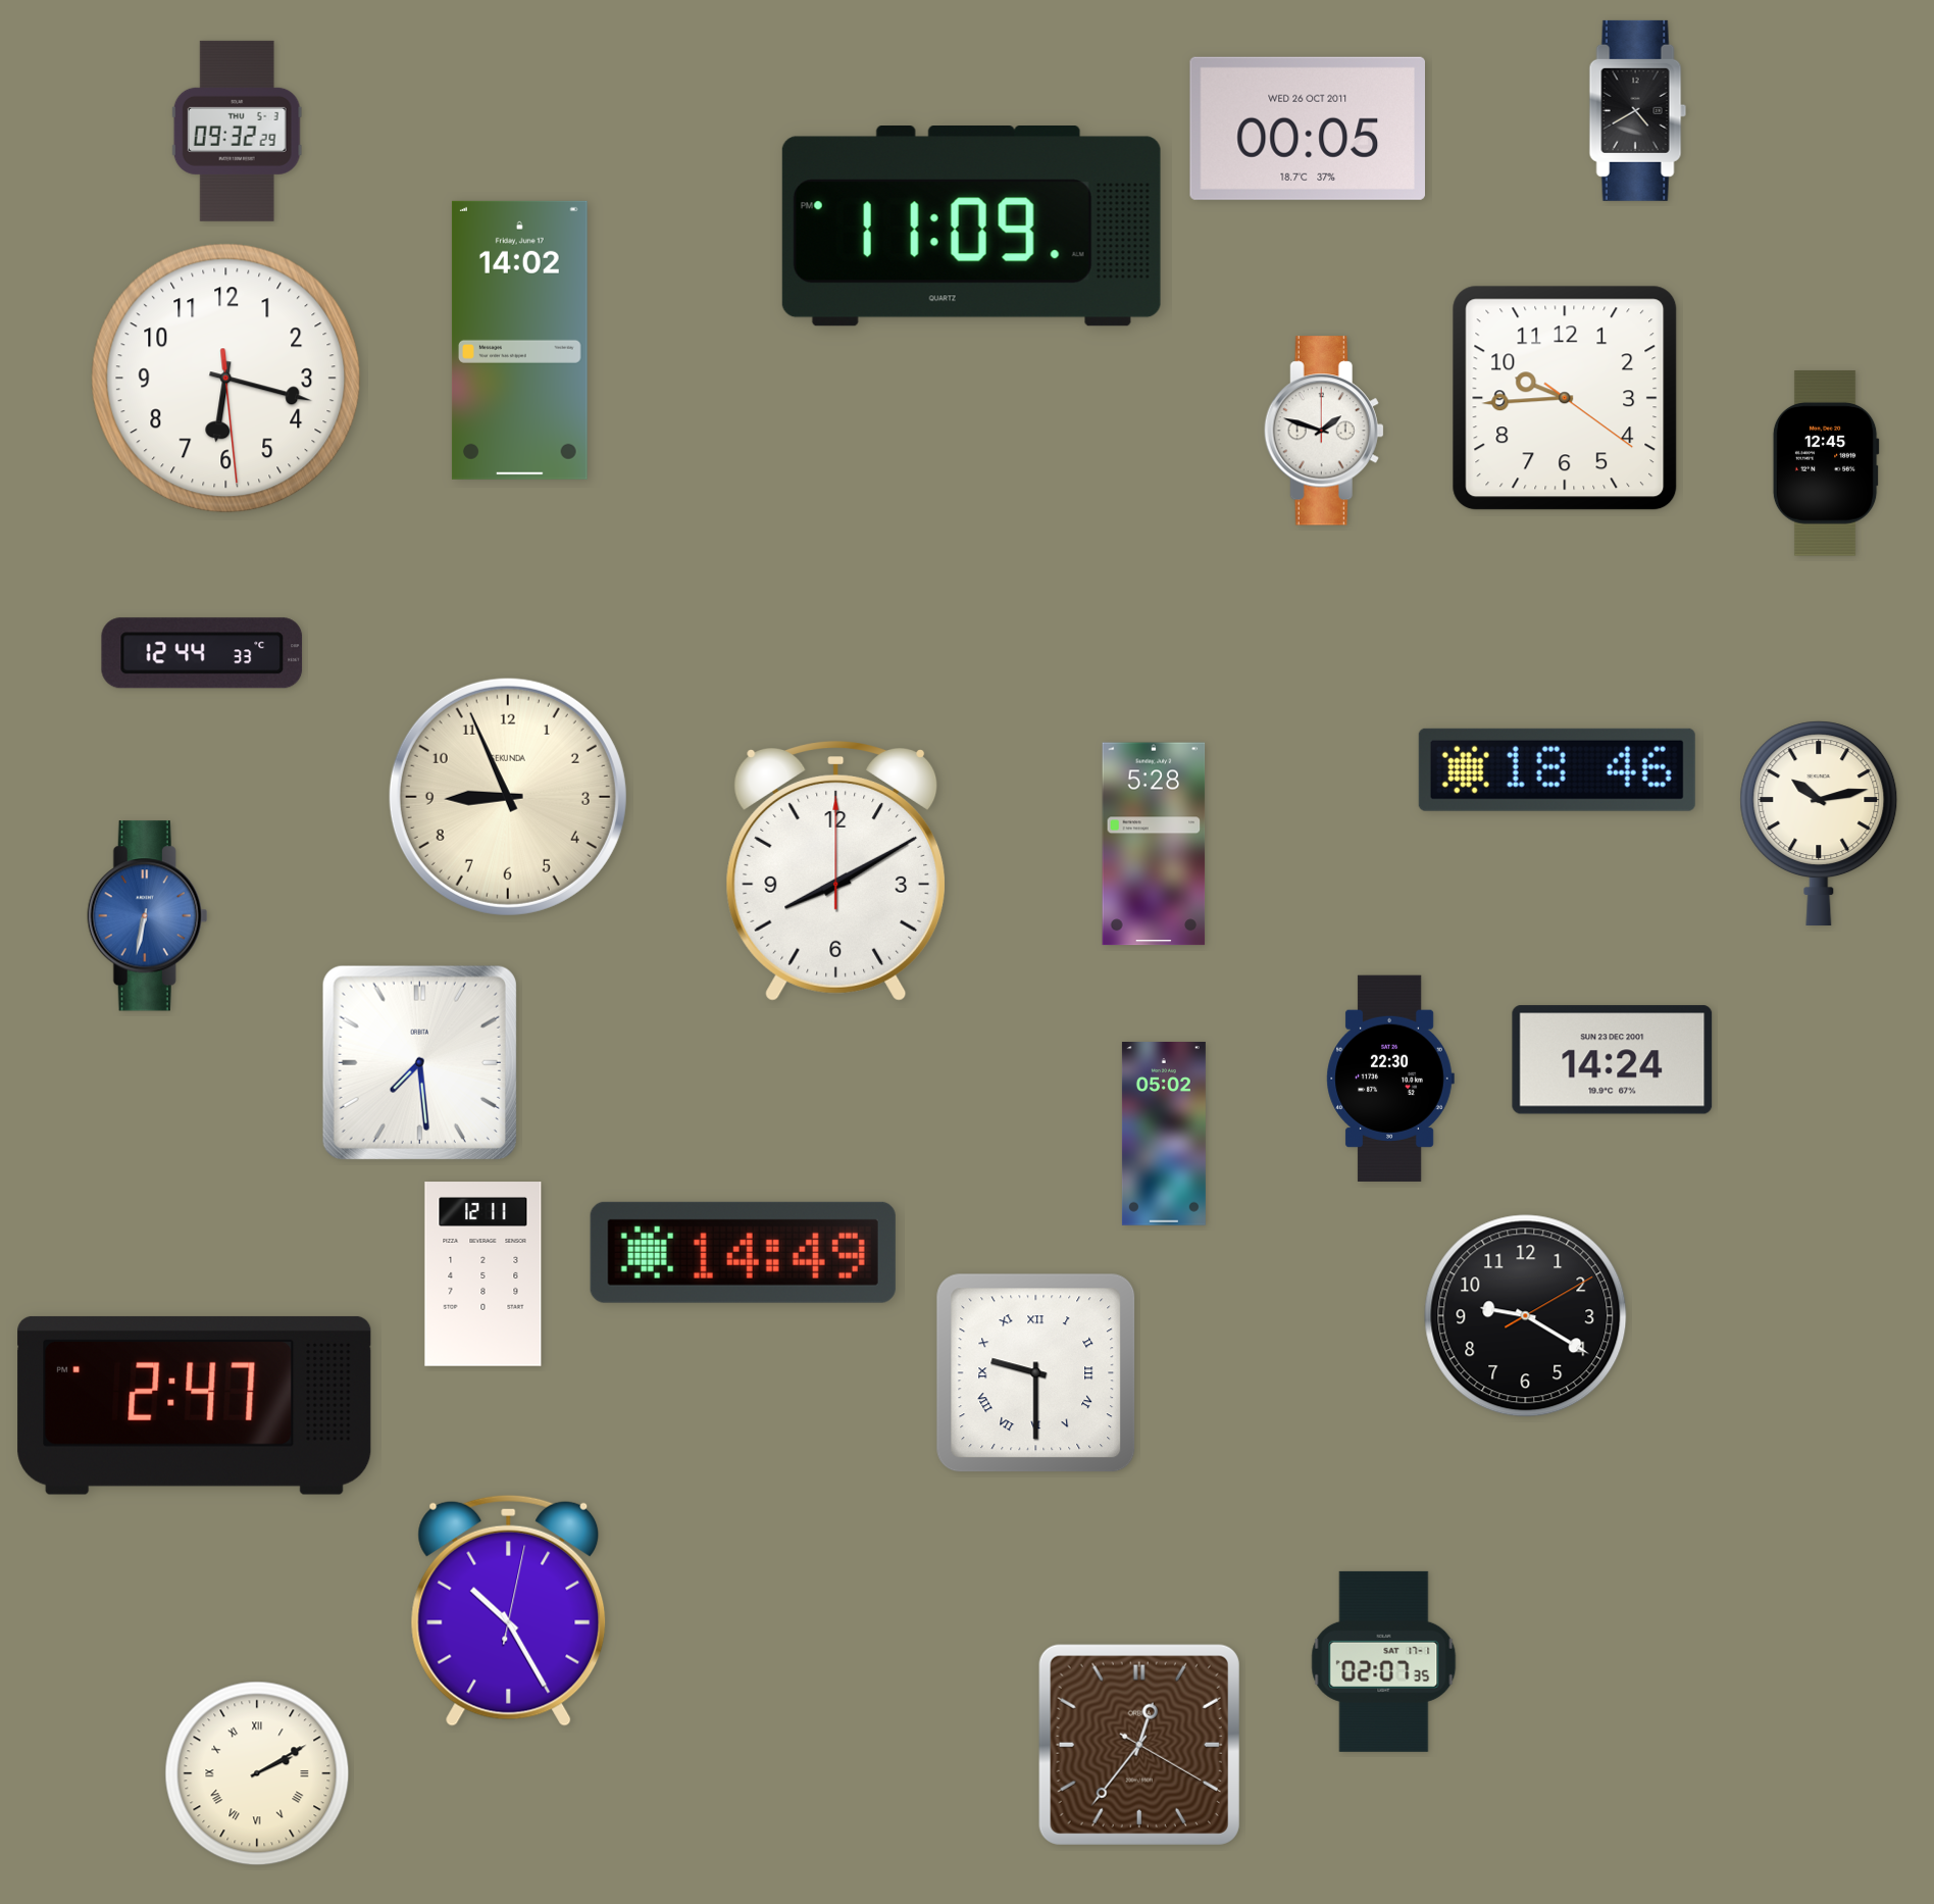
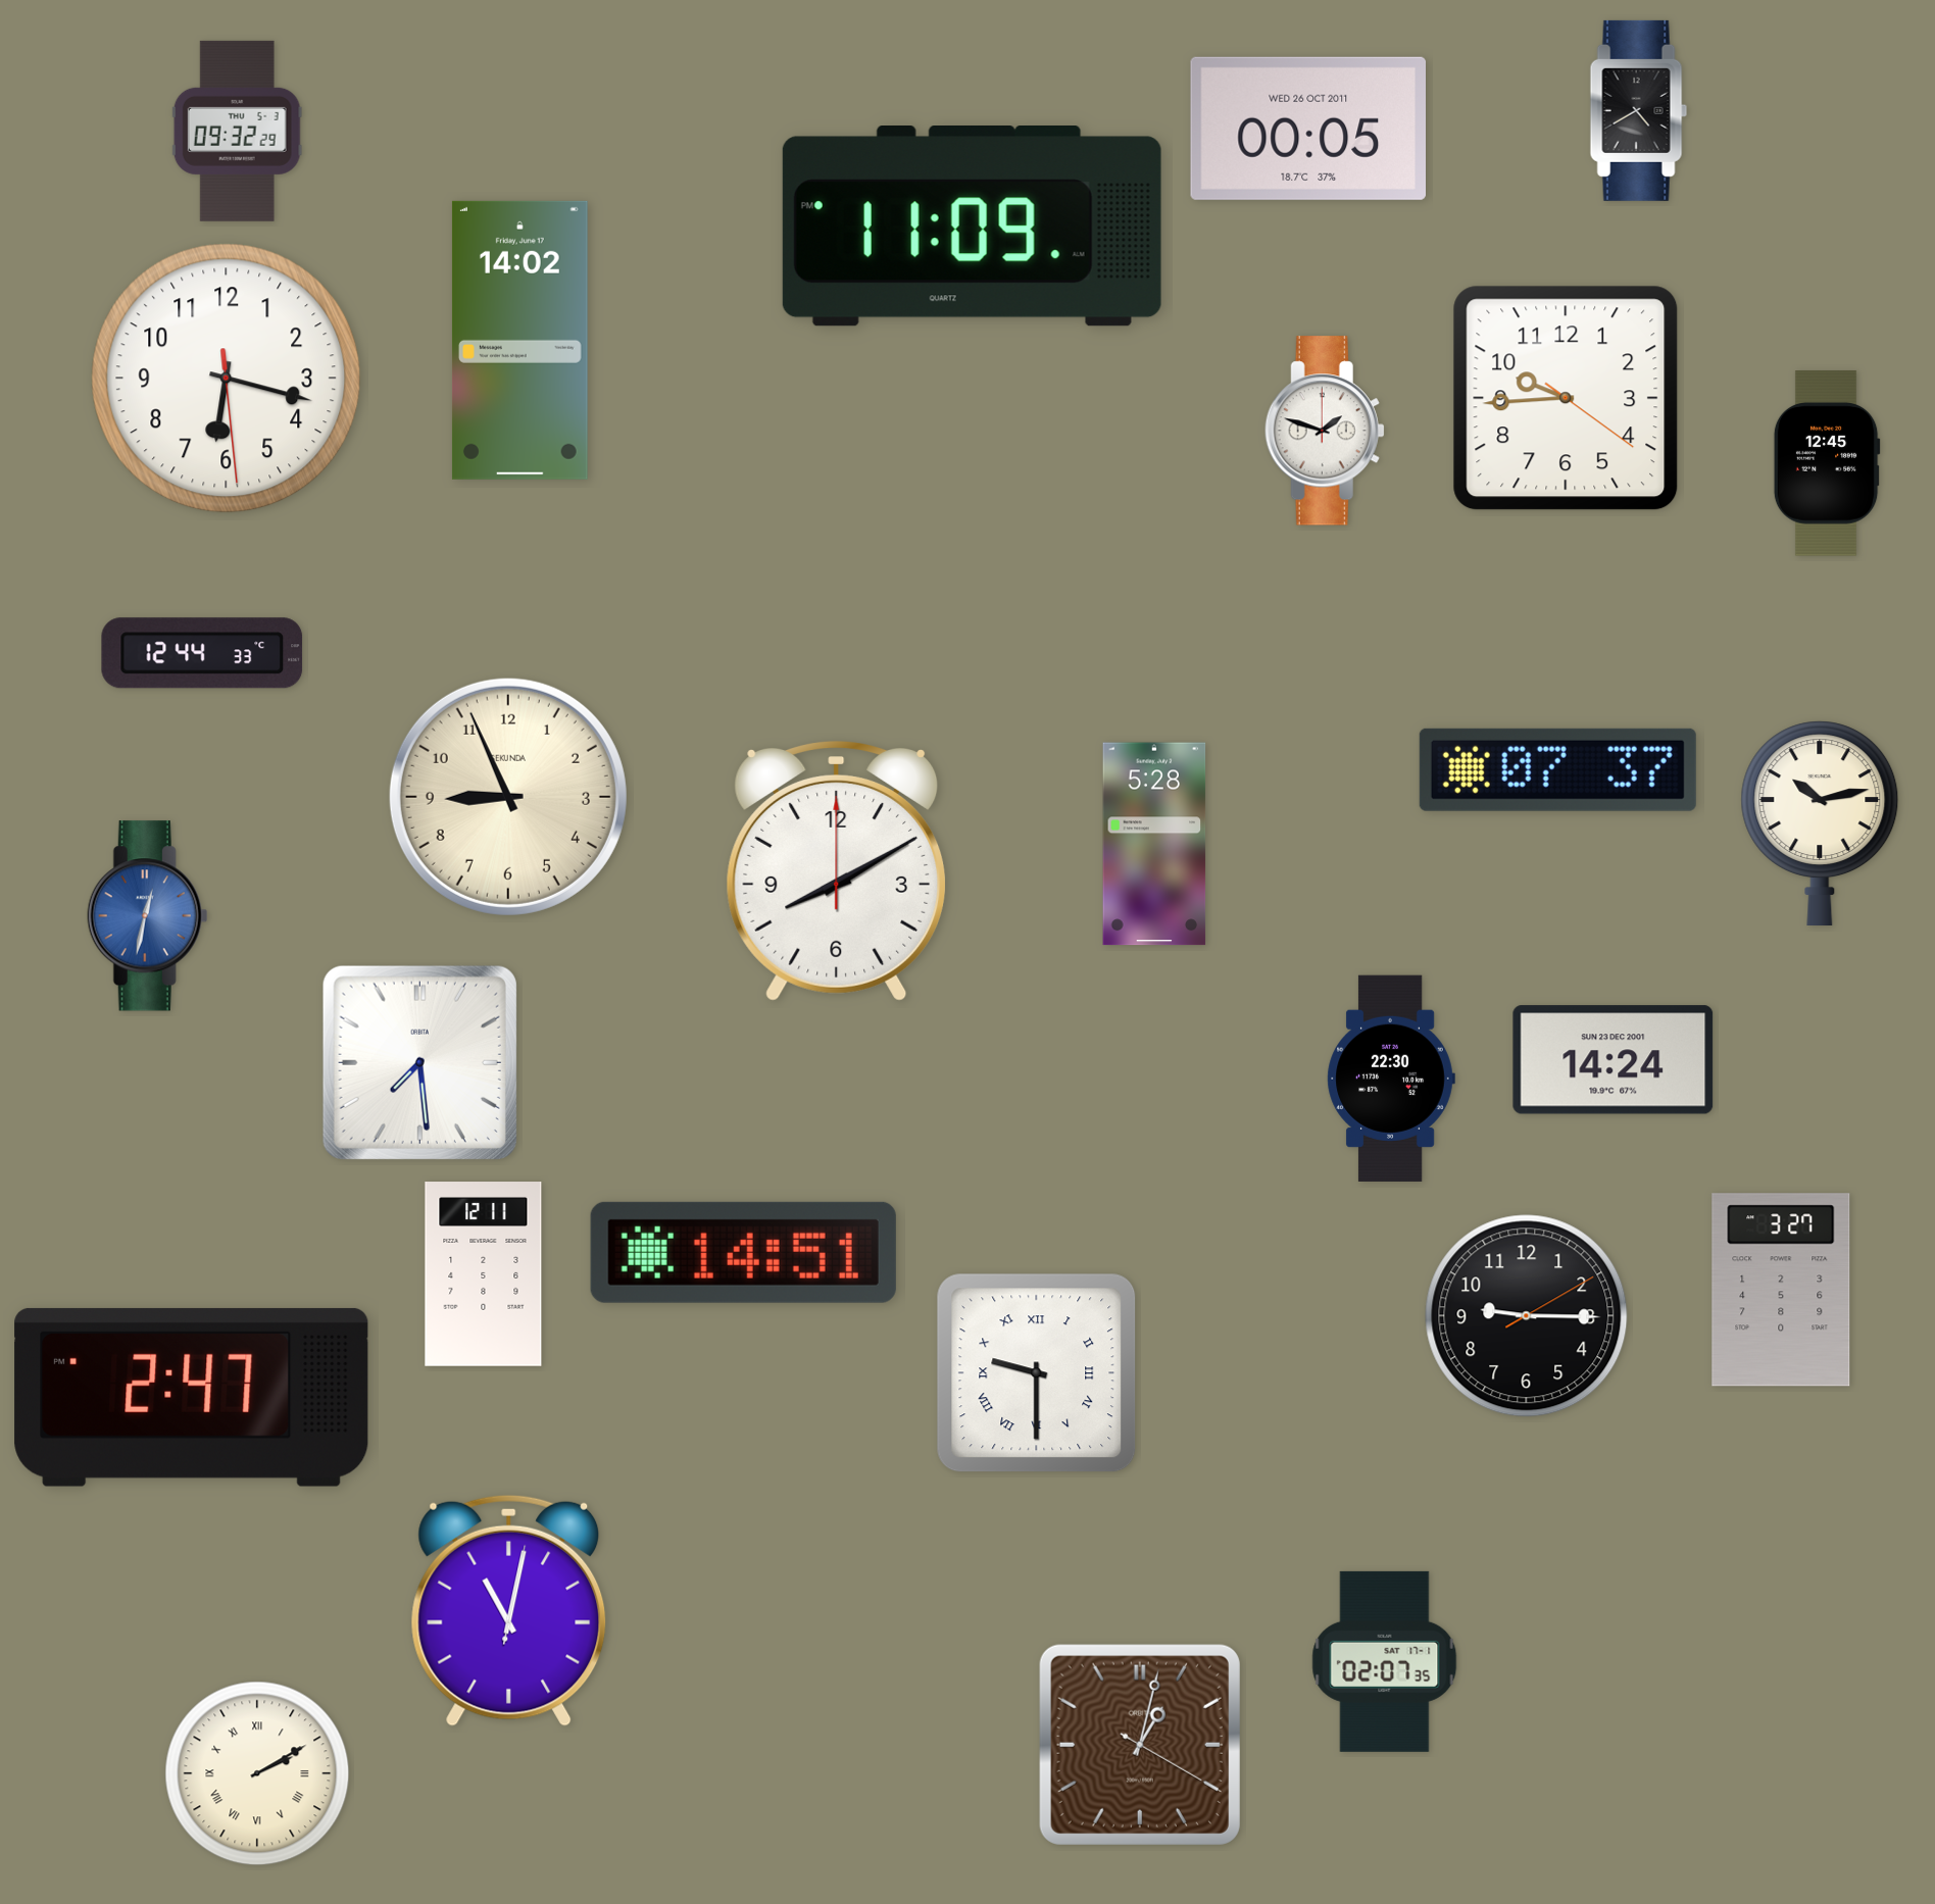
clock at (1557, 769): 18:46 -> 07:37
clock at (148, 916): 6:32 -> 12:32
clock at (1164, 1135): 05:02 -> none
clock at (743, 1252): 14:49 -> 14:51
clock at (1781, 1290): none -> 3:27
clock at (1526, 1316): 9:20 -> 9:15
clock at (195, 1405) position: (195, 1405) -> (192, 1397)
clock at (509, 1610): 10:25 -> 11:02
clock at (1139, 1745): 12:36 -> 1:02
